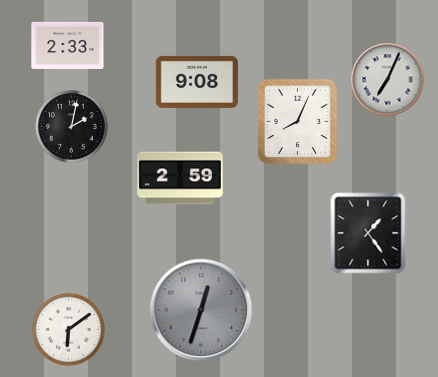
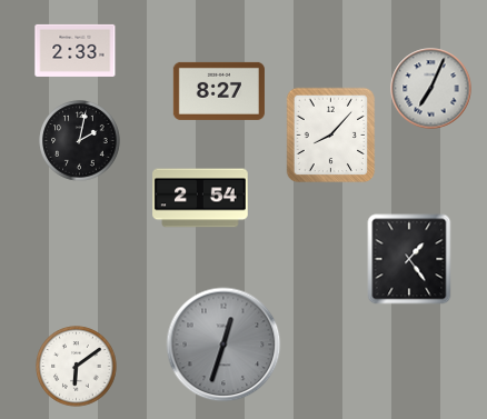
clock at (197, 82): 9:08 -> 8:27
clock at (298, 122): 8:04 -> 8:07
clock at (180, 178): 2:59 -> 2:54
